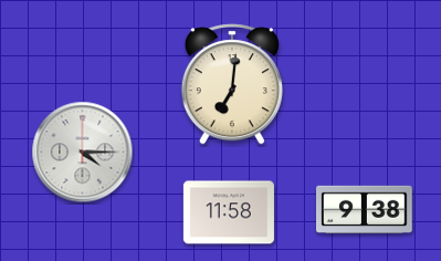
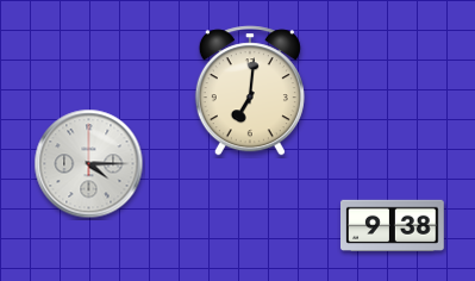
clock at (229, 212): 11:58 -> none
